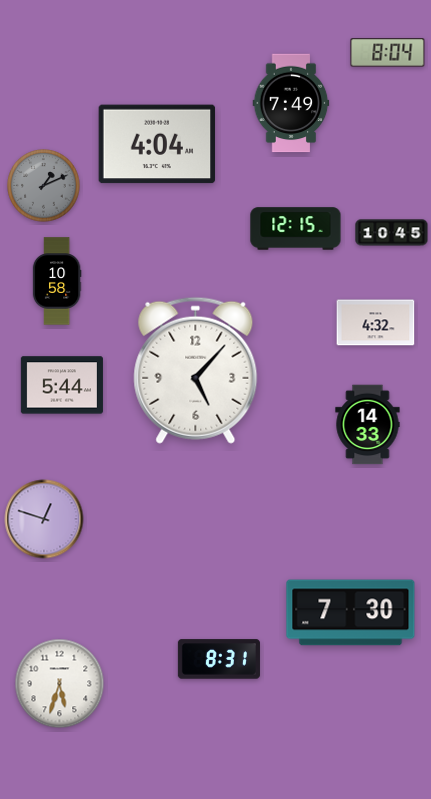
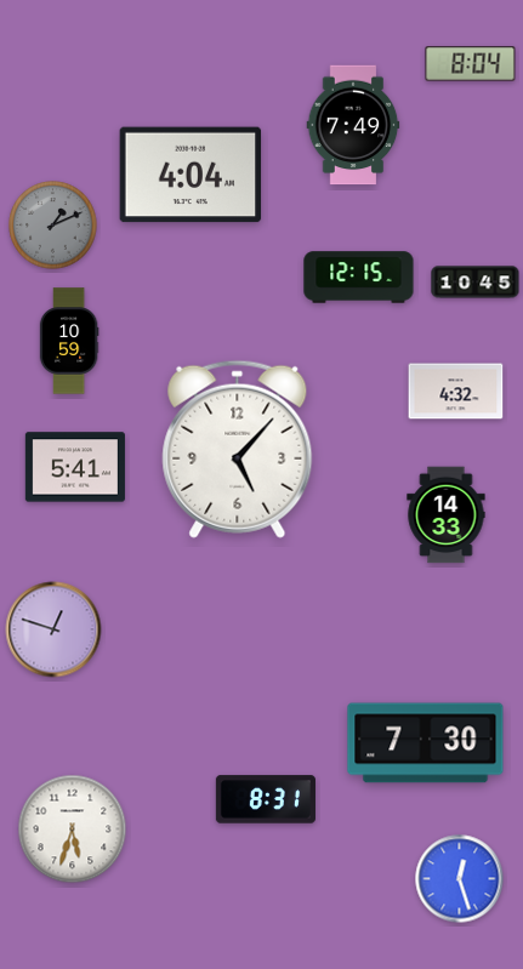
clock at (57, 281): 10:58 -> 10:59
clock at (62, 385): 5:44 -> 5:41
clock at (460, 879): none -> 12:27
